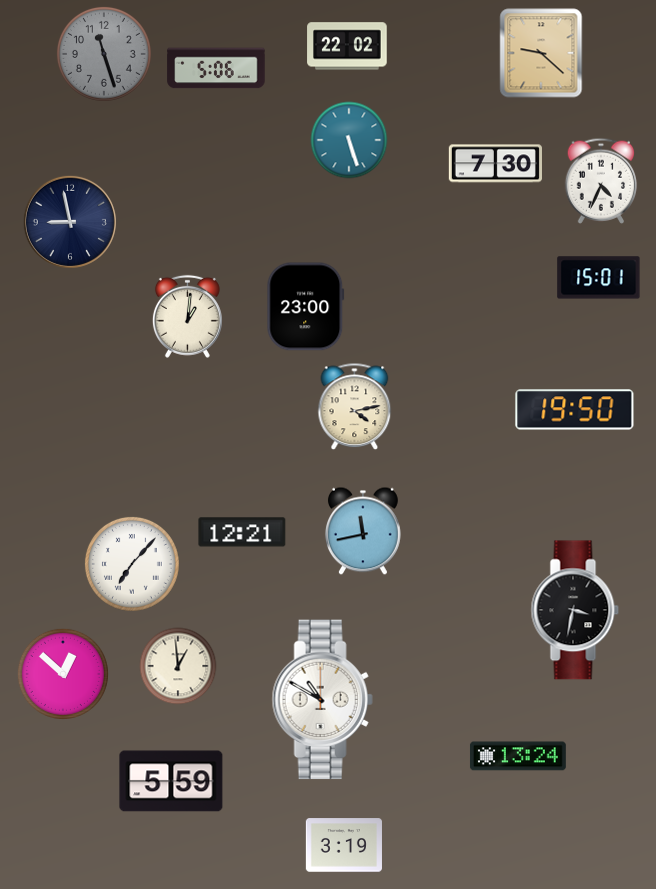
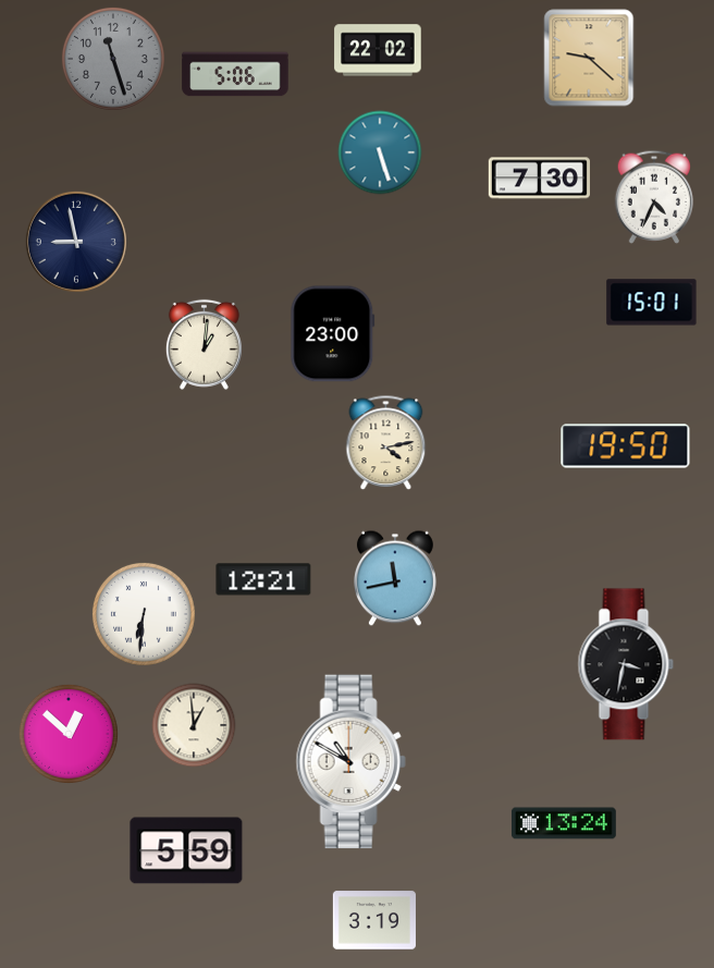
clock at (132, 564): 7:07 -> 6:31
